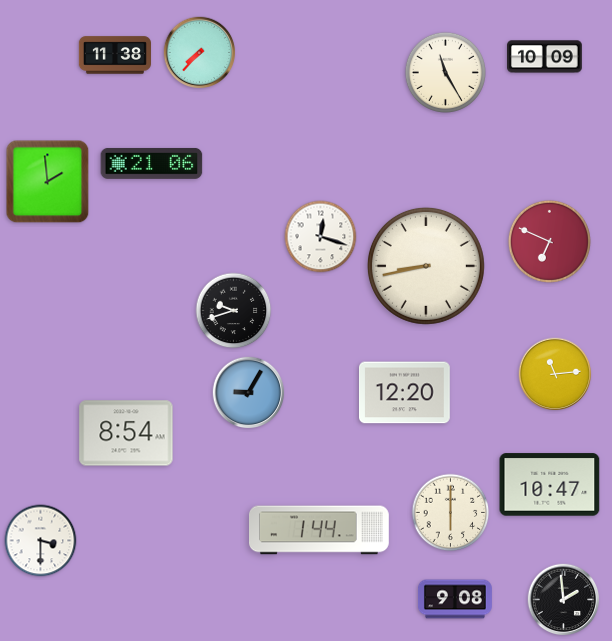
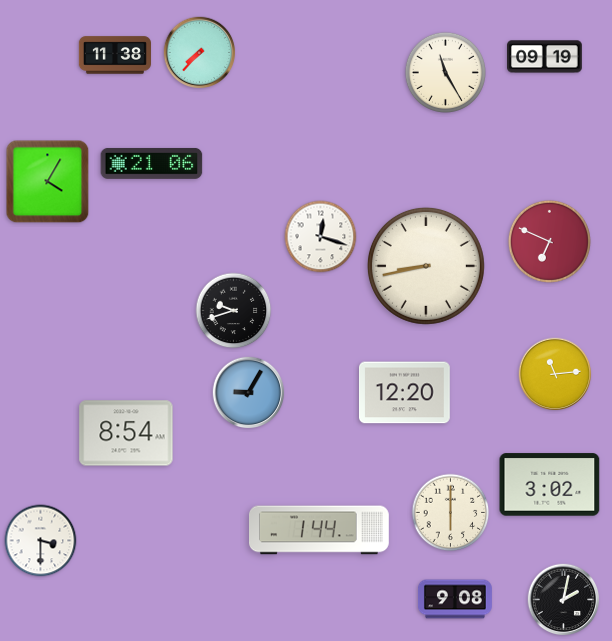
clock at (545, 57): 10:09 -> 09:19
clock at (48, 182): 1:59 -> 4:05
clock at (550, 485): 10:47 -> 3:02
clock at (564, 600): 1:59 -> 2:02
